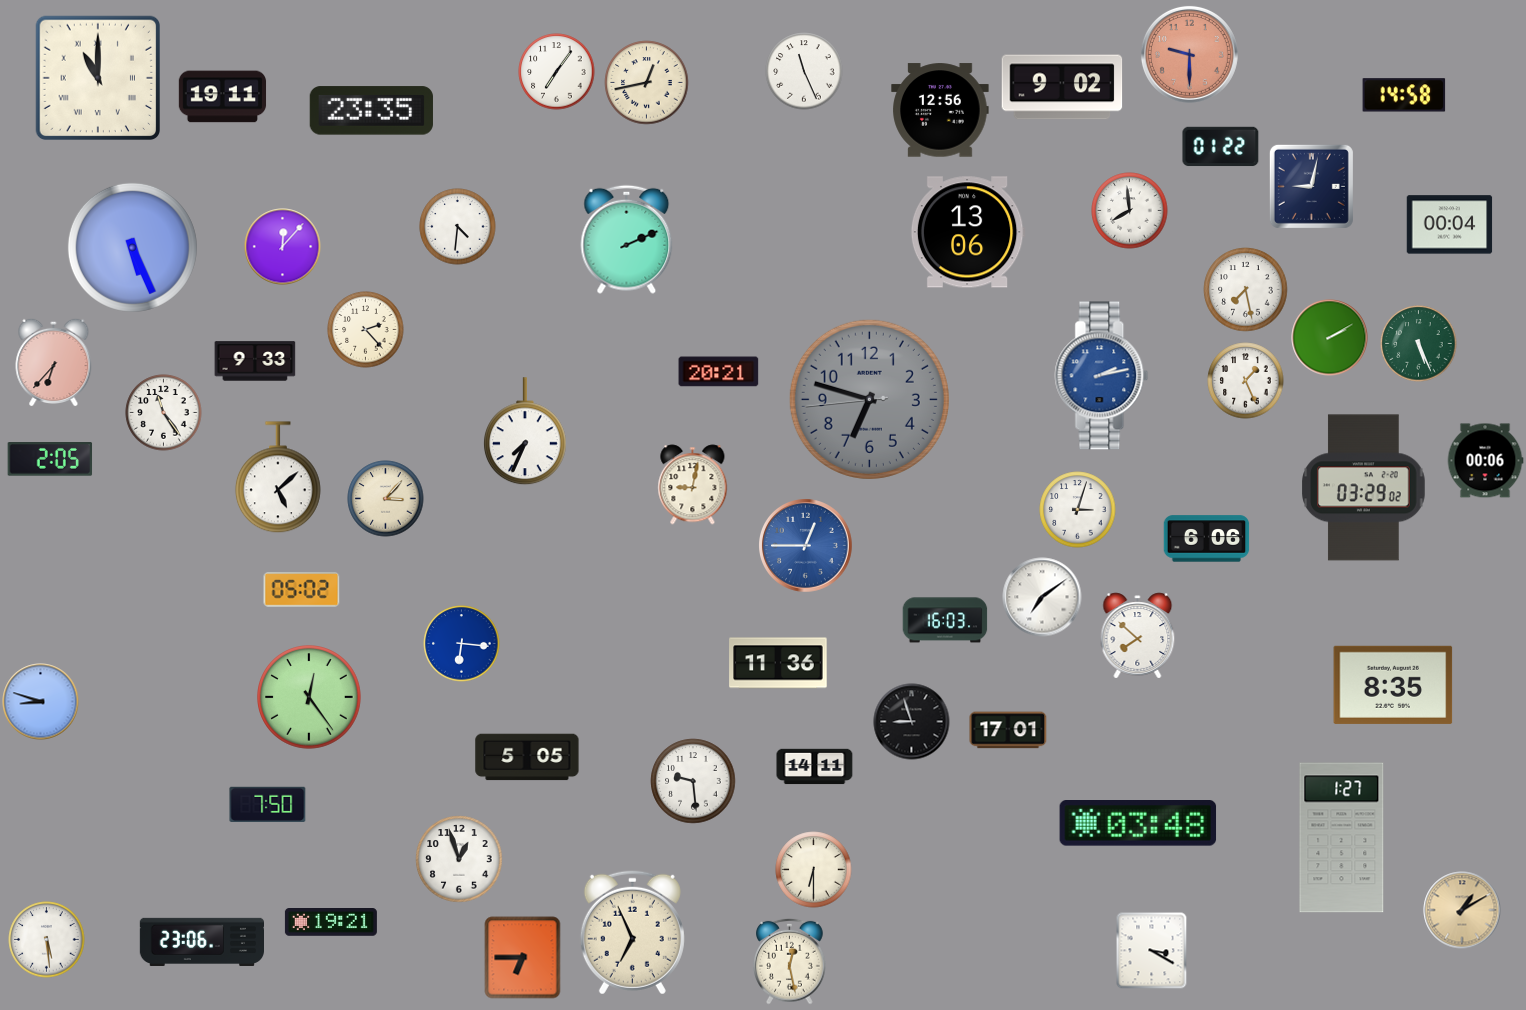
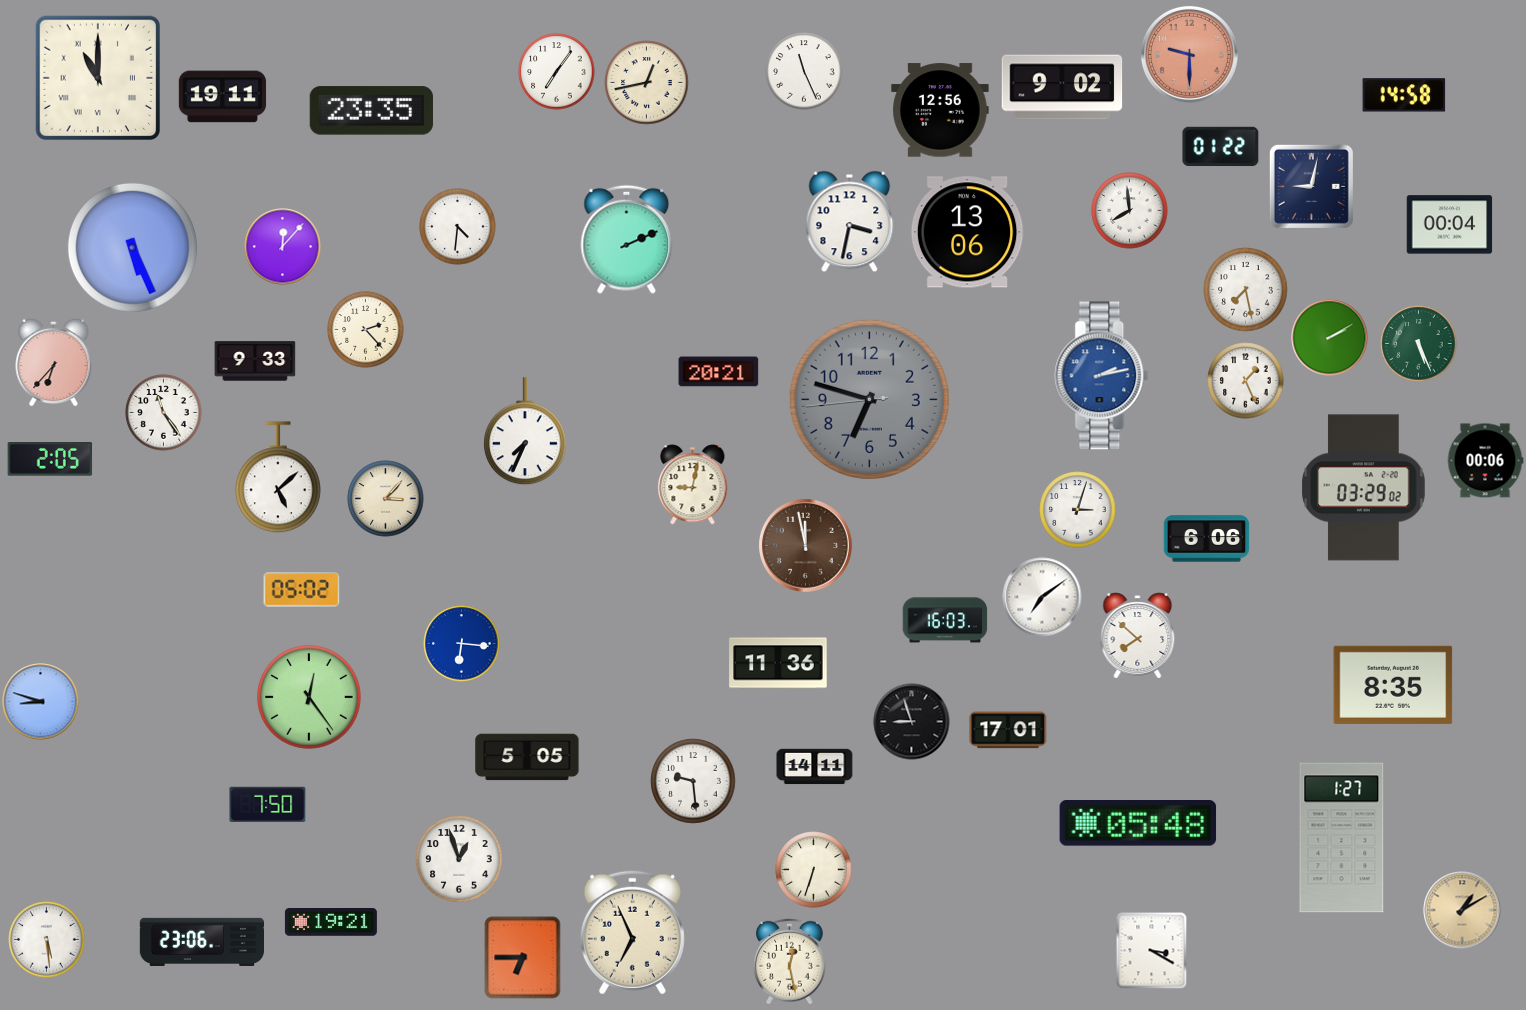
clock at (850, 222): none -> 3:32
clock at (806, 546): 12:45 -> 11:58
clock at (806, 546) dial: blue -> brown
clock at (1138, 824): 03:48 -> 05:48
clock at (814, 870): 6:30 -> 6:33
